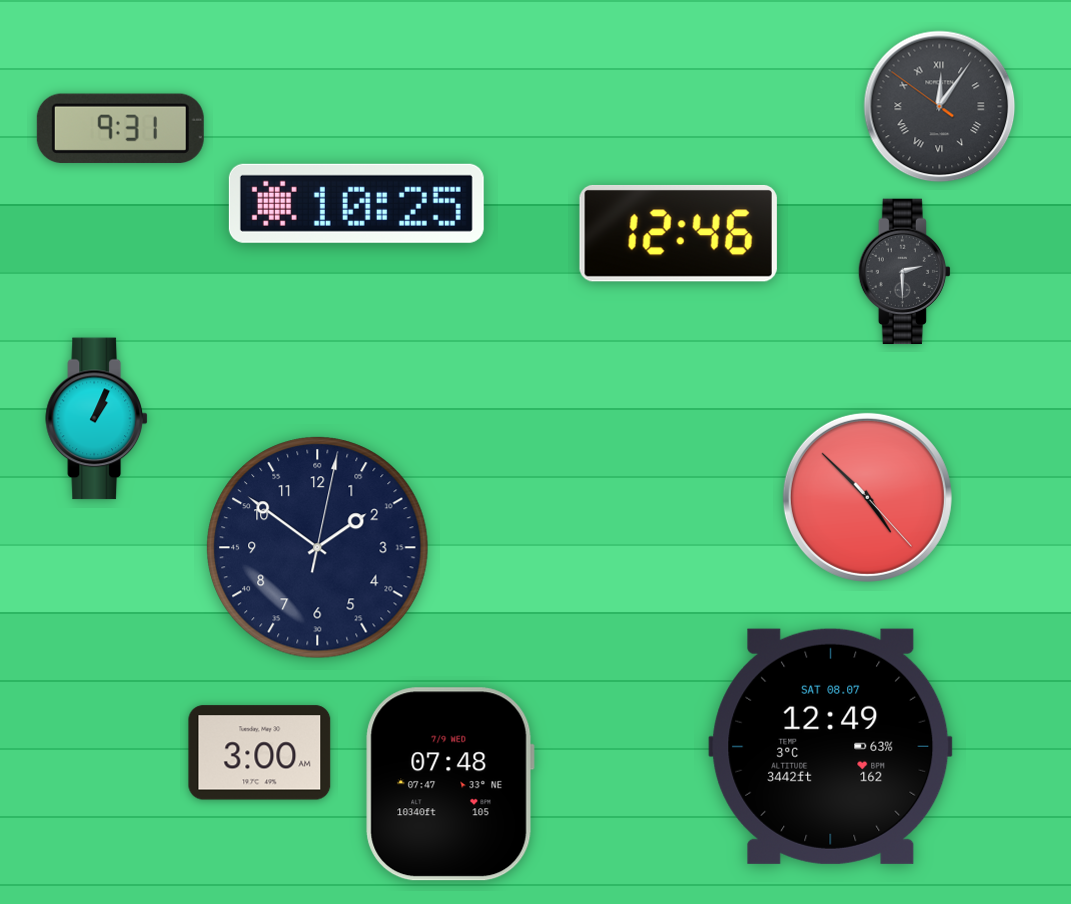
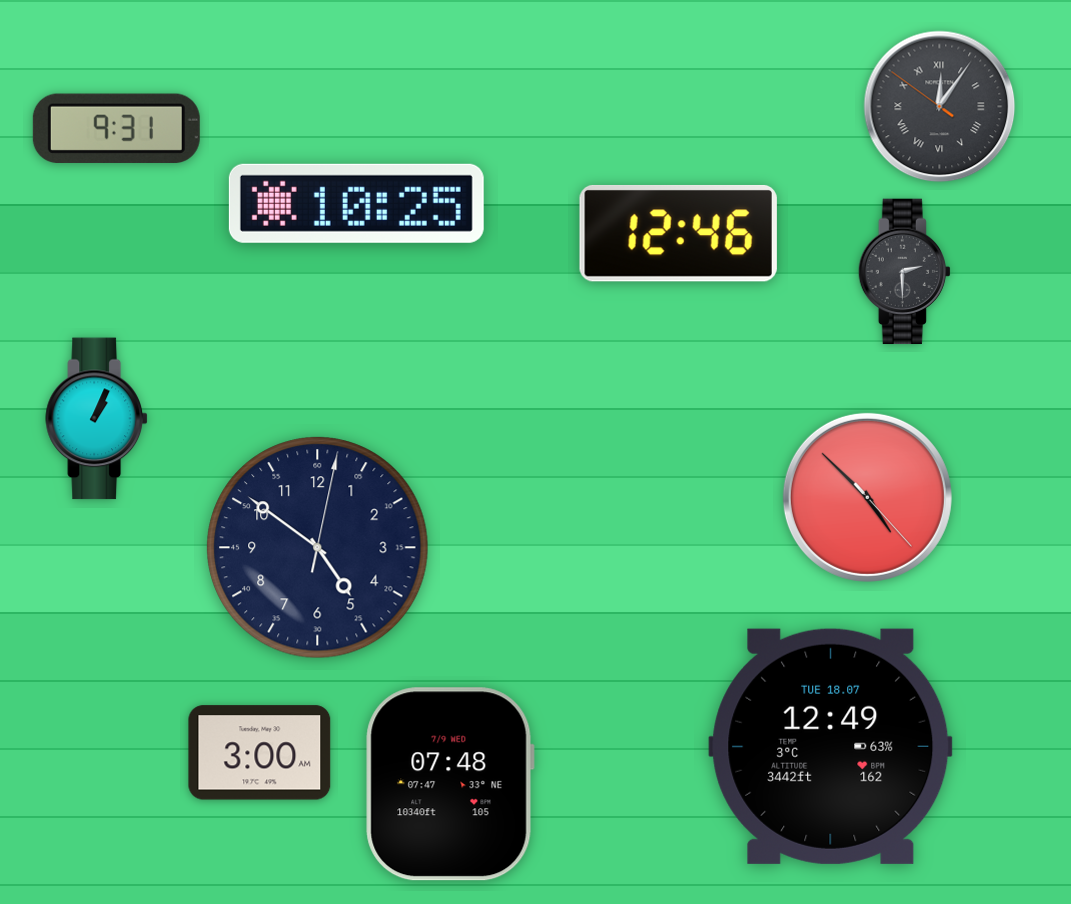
clock at (120, 128) position: (120, 128) -> (116, 128)
clock at (318, 548): 1:51 -> 4:51
clock at (831, 746) date: SAT 08.07 -> TUE 18.07
